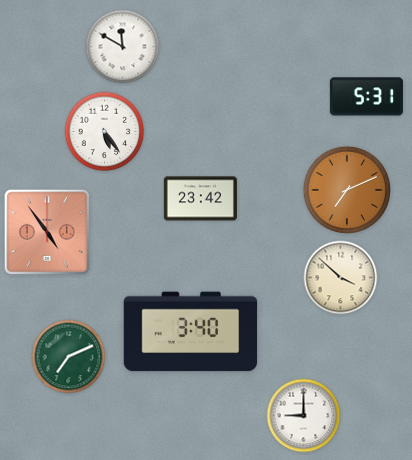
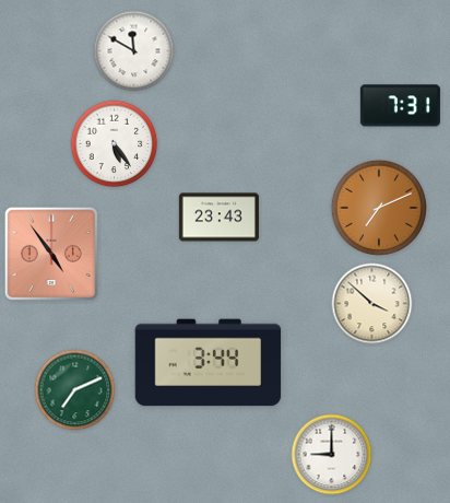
clock at (366, 97): 5:31 -> 7:31
clock at (200, 199): 23:42 -> 23:43
clock at (191, 332): 3:40 -> 3:44
